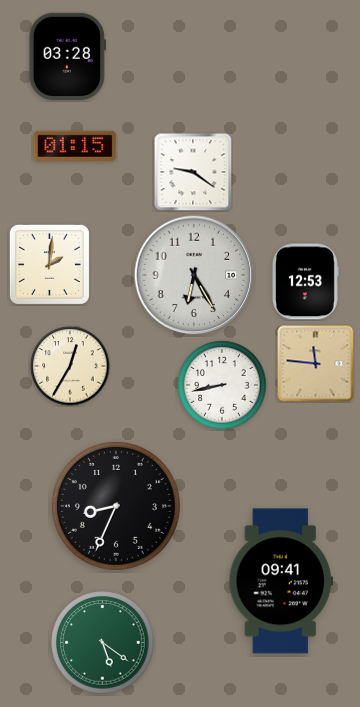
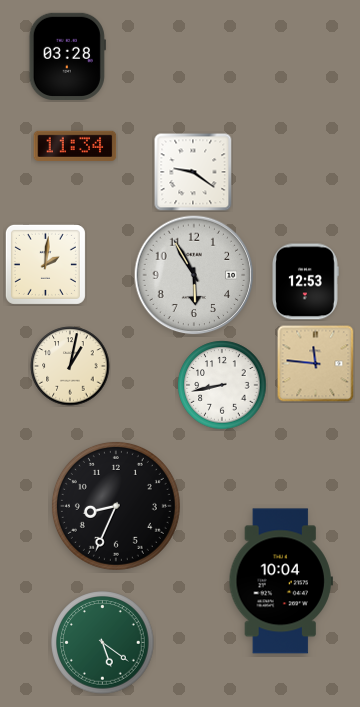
clock at (75, 146): 01:15 -> 11:34
clock at (49, 264) position: (49, 264) -> (45, 264)
clock at (194, 275): 6:25 -> 5:55
clock at (70, 366): 12:35 -> 1:02
clock at (281, 581): 09:41 -> 10:04
